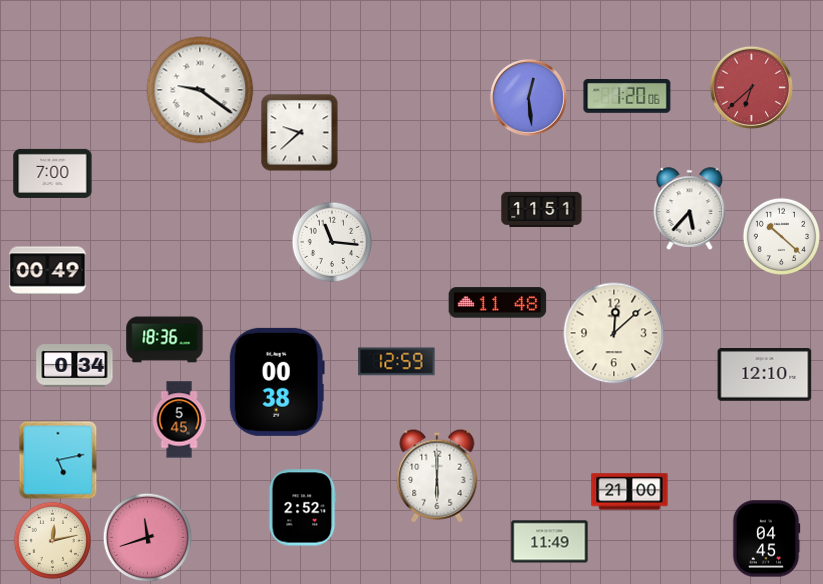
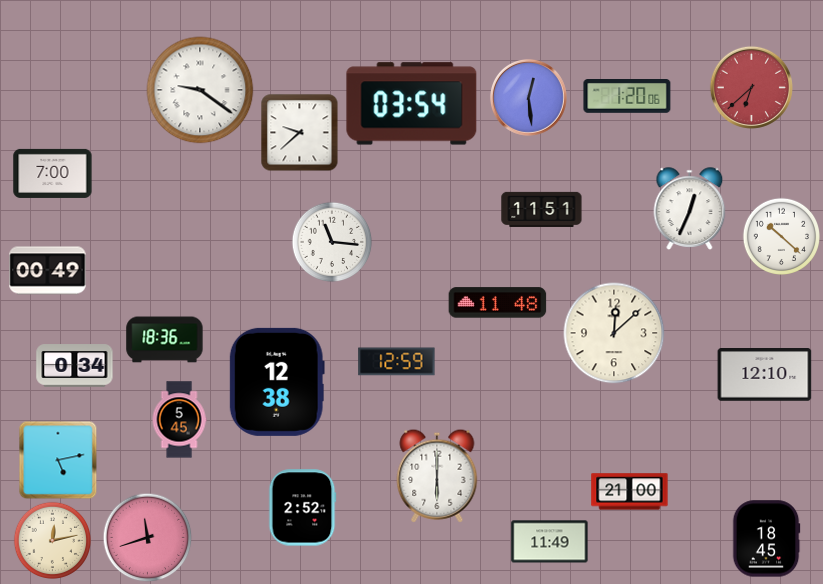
clock at (412, 104): none -> 03:54
clock at (690, 209): 5:37 -> 12:34
clock at (277, 382): 00:38 -> 12:38
clock at (766, 539): 04:45 -> 18:45
